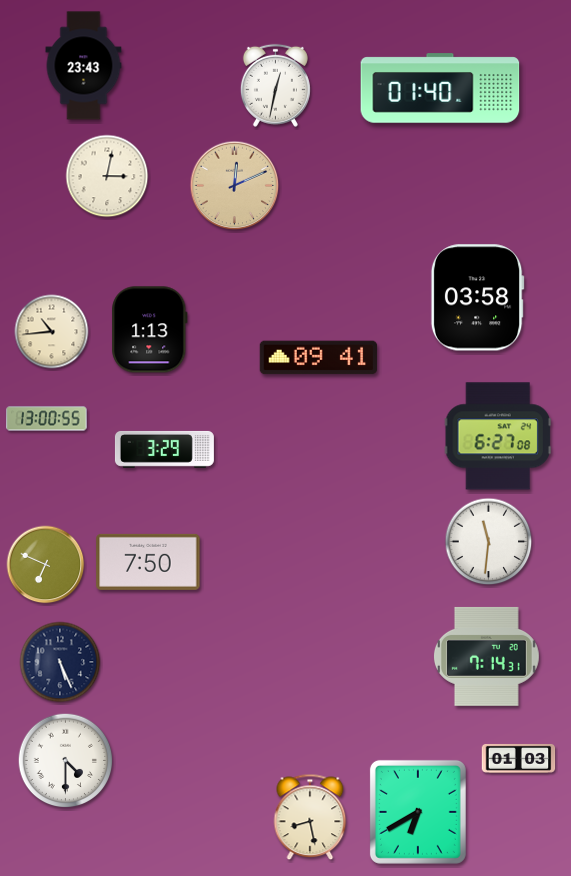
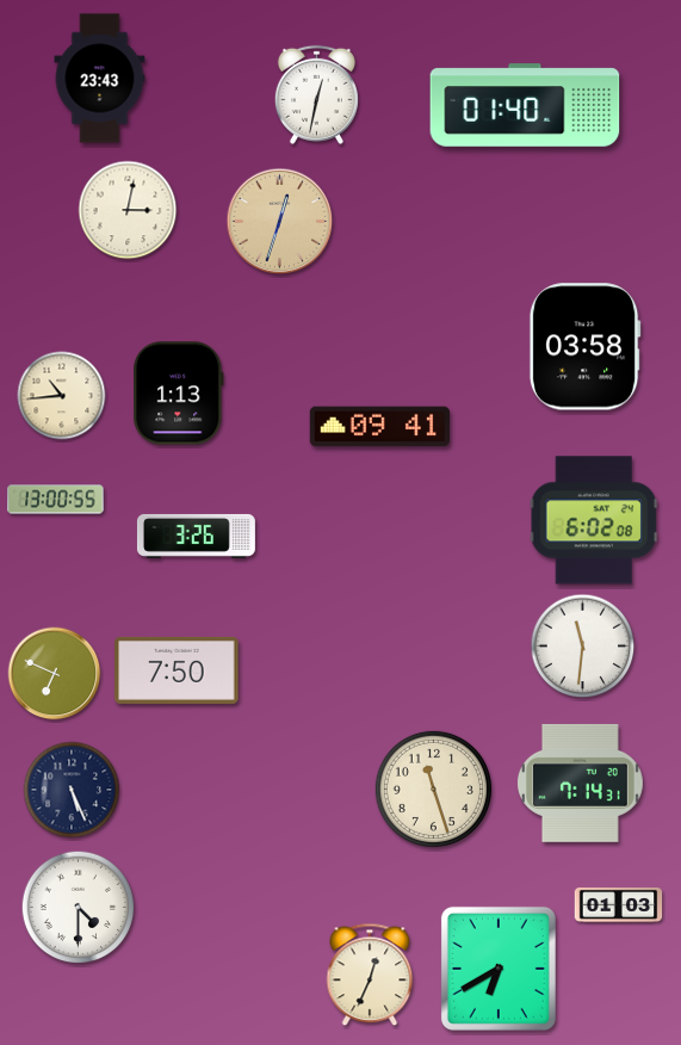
clock at (275, 85) position: (275, 85) -> (316, 94)
clock at (235, 186): 12:11 -> 12:33
clock at (477, 298) position: (477, 298) -> (584, 347)
clock at (498, 436): 6:27 -> 6:02
clock at (164, 449): 3:29 -> 3:26
clock at (433, 789): none -> 11:27
clock at (310, 817): 8:28 -> 12:34
